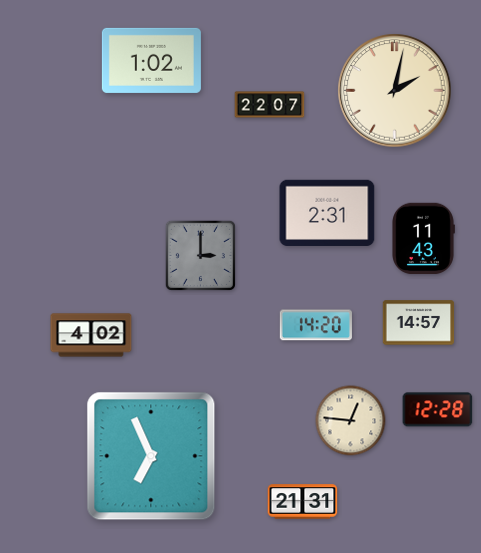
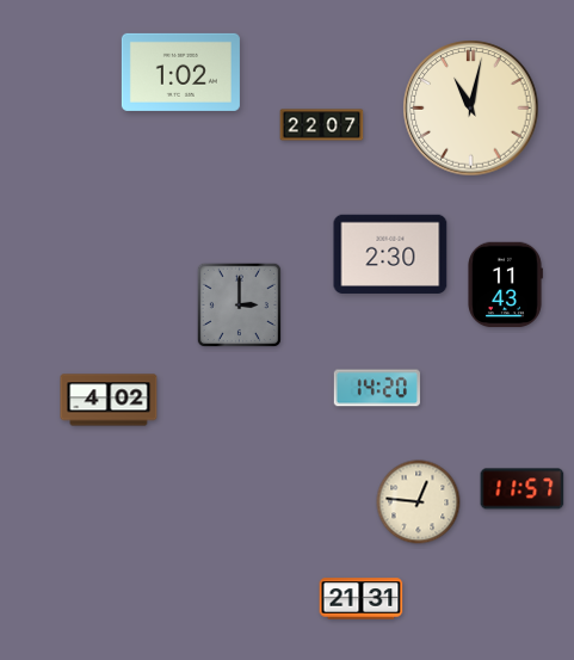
clock at (395, 91): 2:02 -> 11:02
clock at (327, 213): 2:31 -> 2:30
clock at (419, 323): 14:57 -> none
clock at (438, 410): 12:28 -> 11:57
clock at (151, 456): 6:56 -> none
